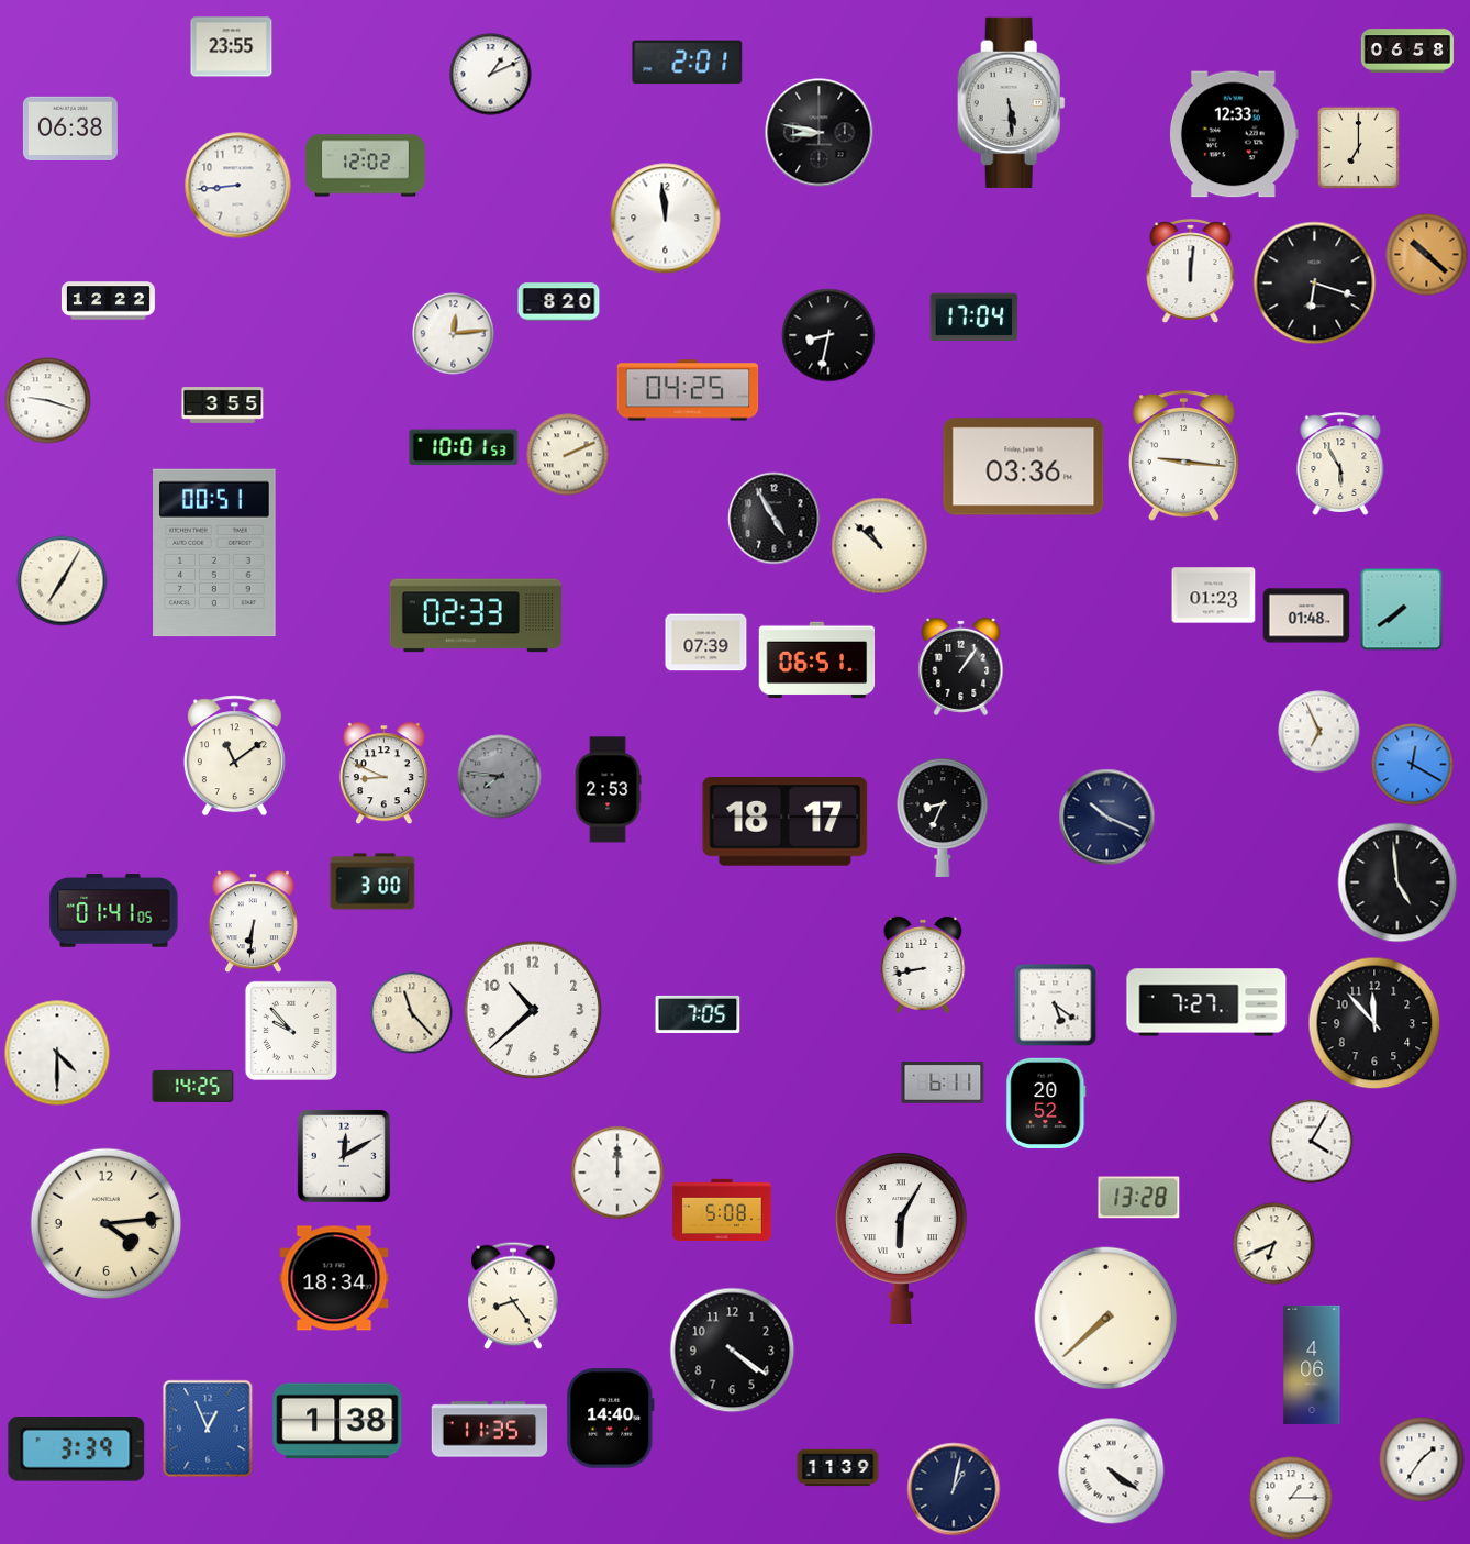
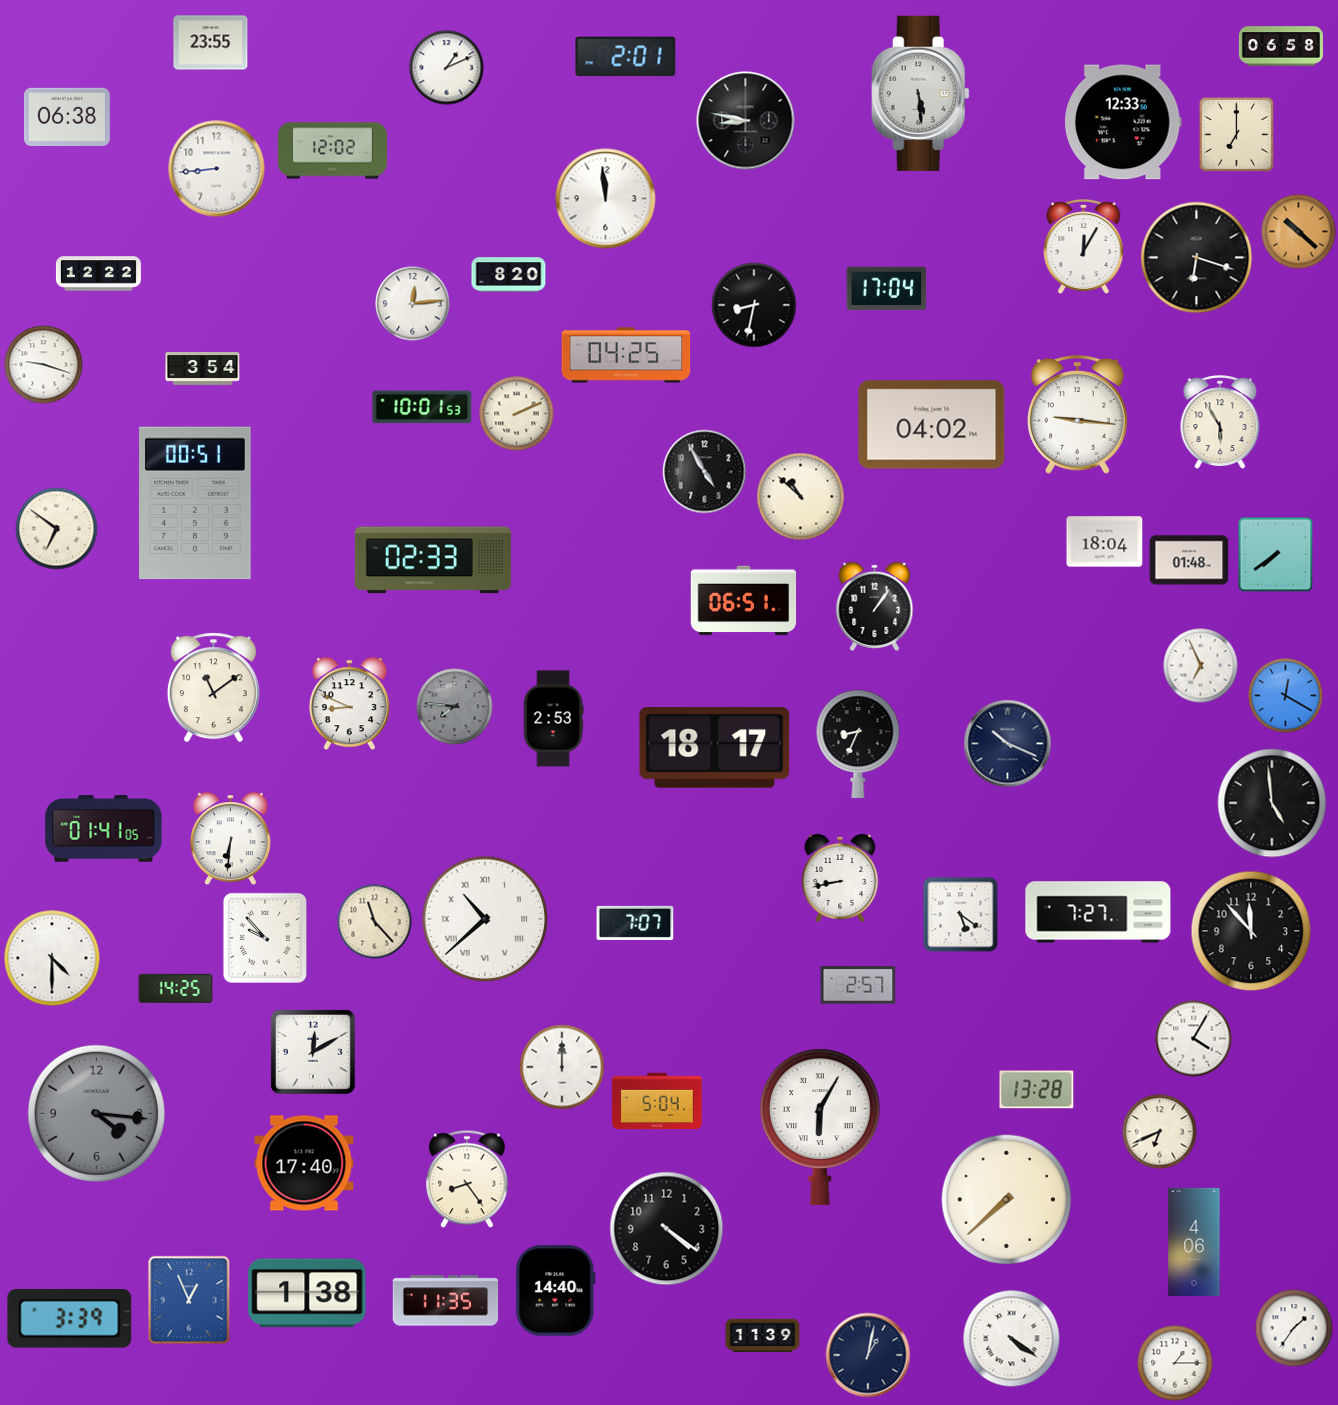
clock at (70, 127) position: (70, 127) -> (67, 116)
clock at (1191, 271): 12:01 -> 12:05
clock at (223, 406): 3:55 -> 3:54
clock at (1024, 467): 03:36 -> 04:02
clock at (63, 581): 7:05 -> 6:51
clock at (1214, 596): 01:23 -> 18:04
clock at (706, 643): 07:39 -> none
clock at (372, 881): 3:00 -> none
clock at (533, 1010) numerals: Arabic -> Roman
clock at (698, 1014): 7:05 -> 7:07
clock at (943, 1082): 6:11 -> 2:57
clock at (1046, 1102): 20:52 -> none
clock at (722, 1210): 5:08 -> 5:04
clock at (105, 1223): 4:14 -> 4:16
clock at (105, 1223) dial: cream -> grey
clock at (334, 1278): 18:34 -> 17:40
